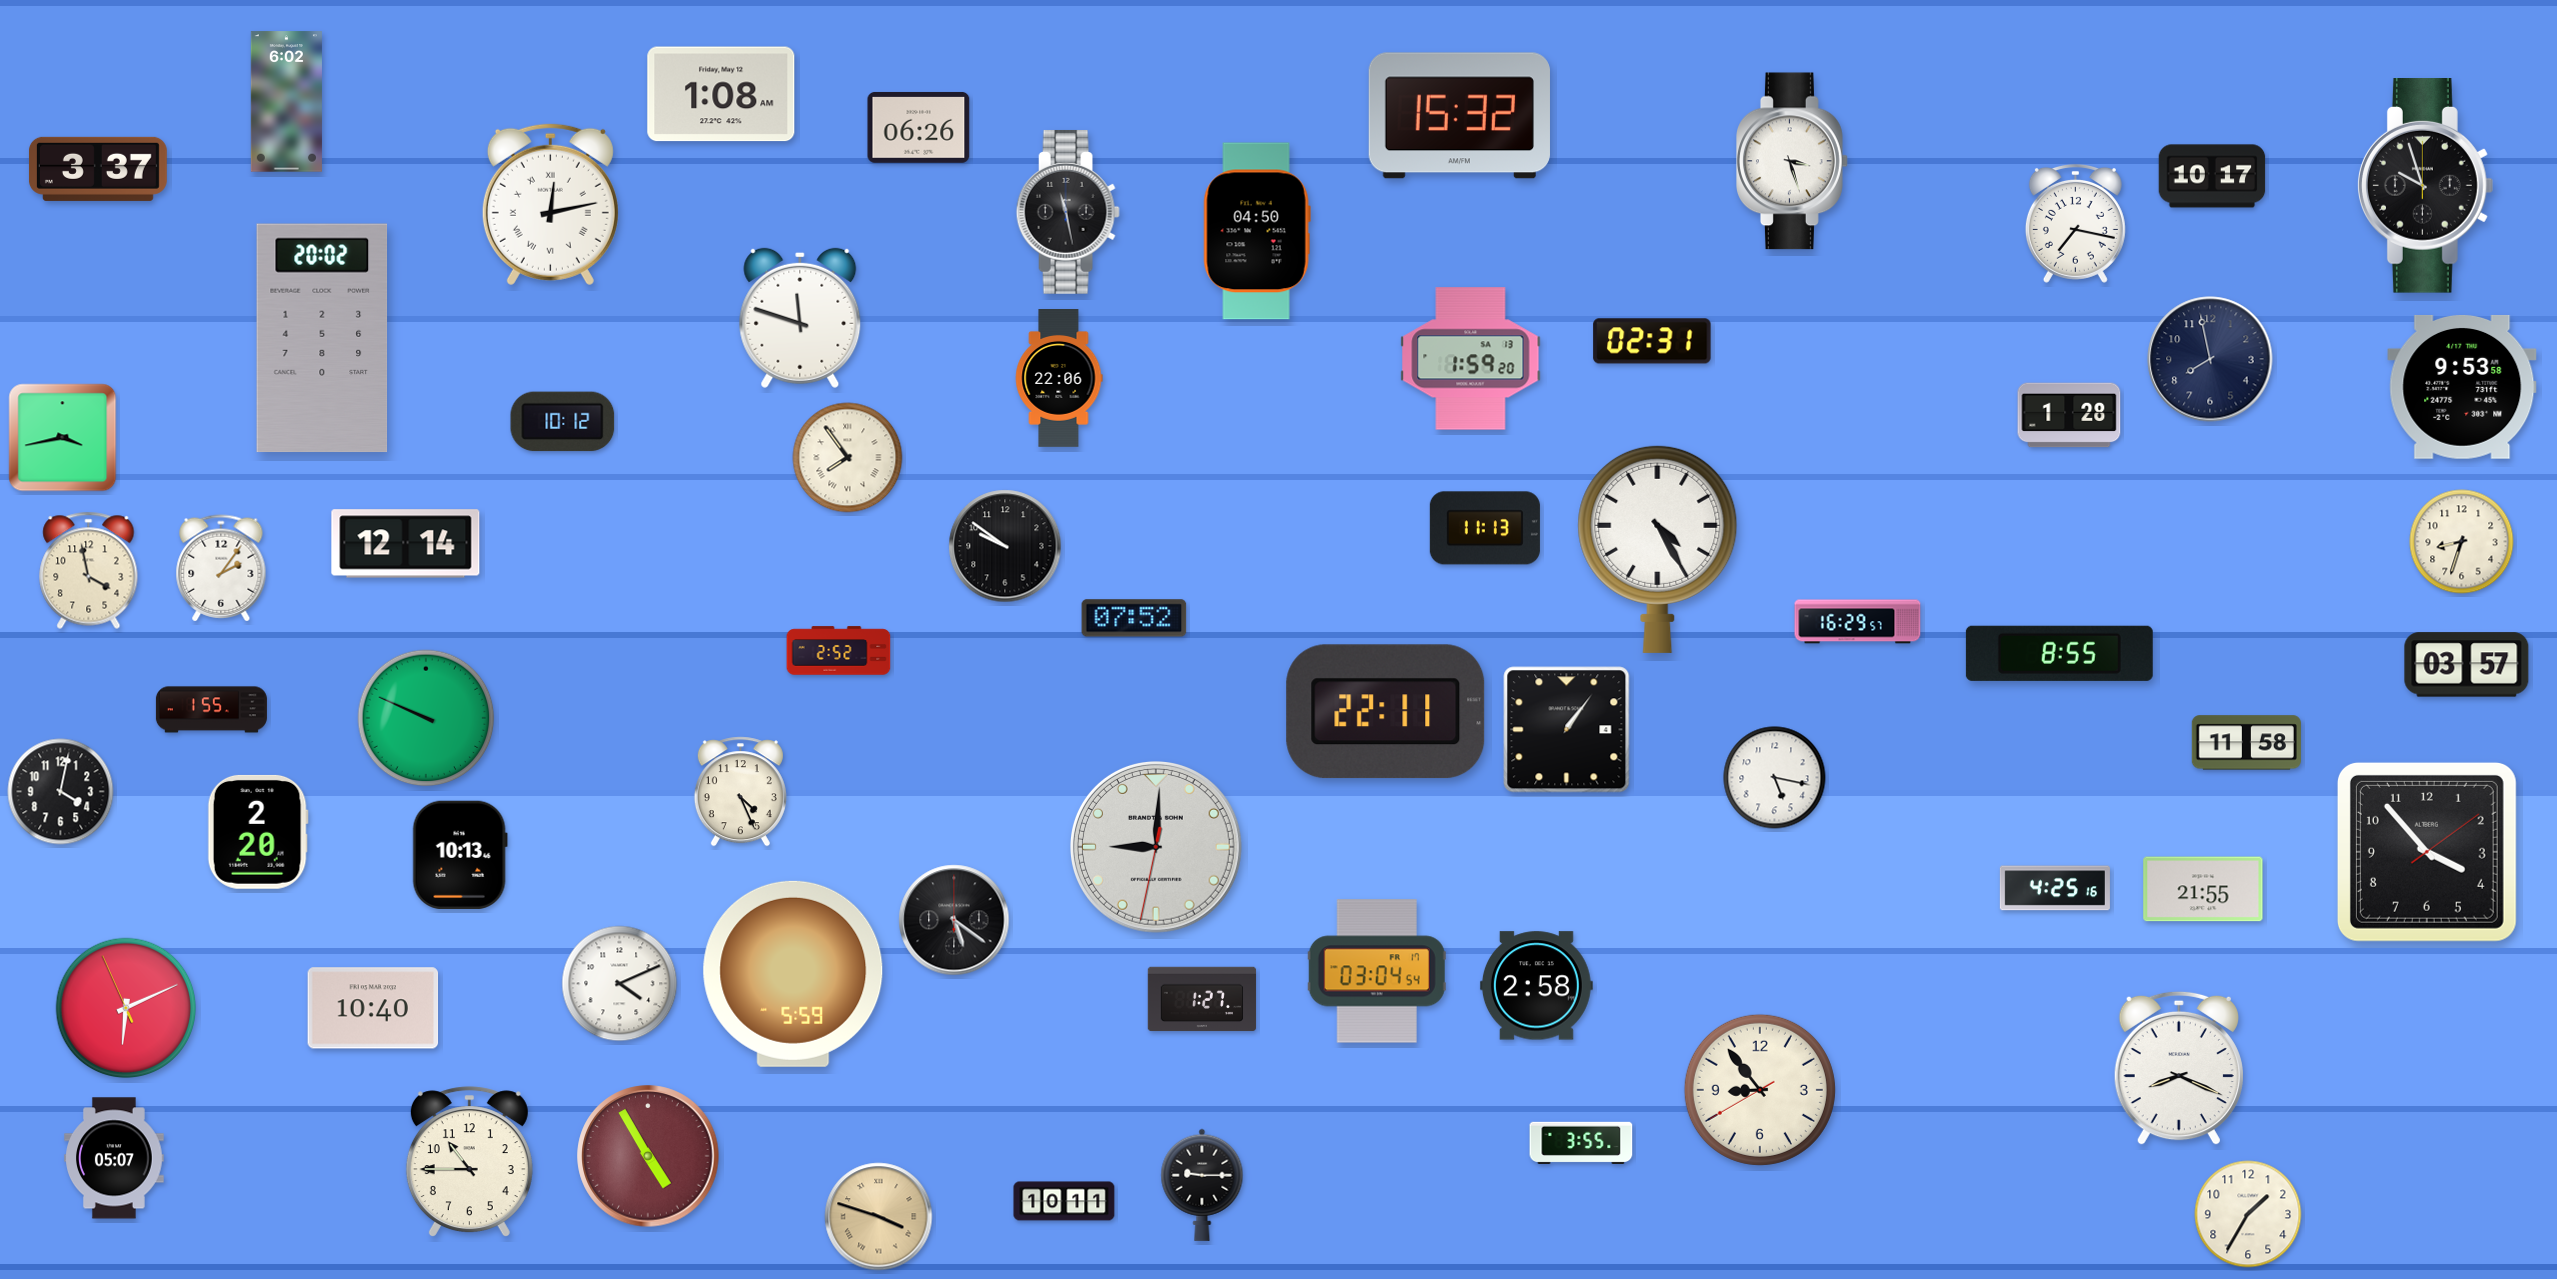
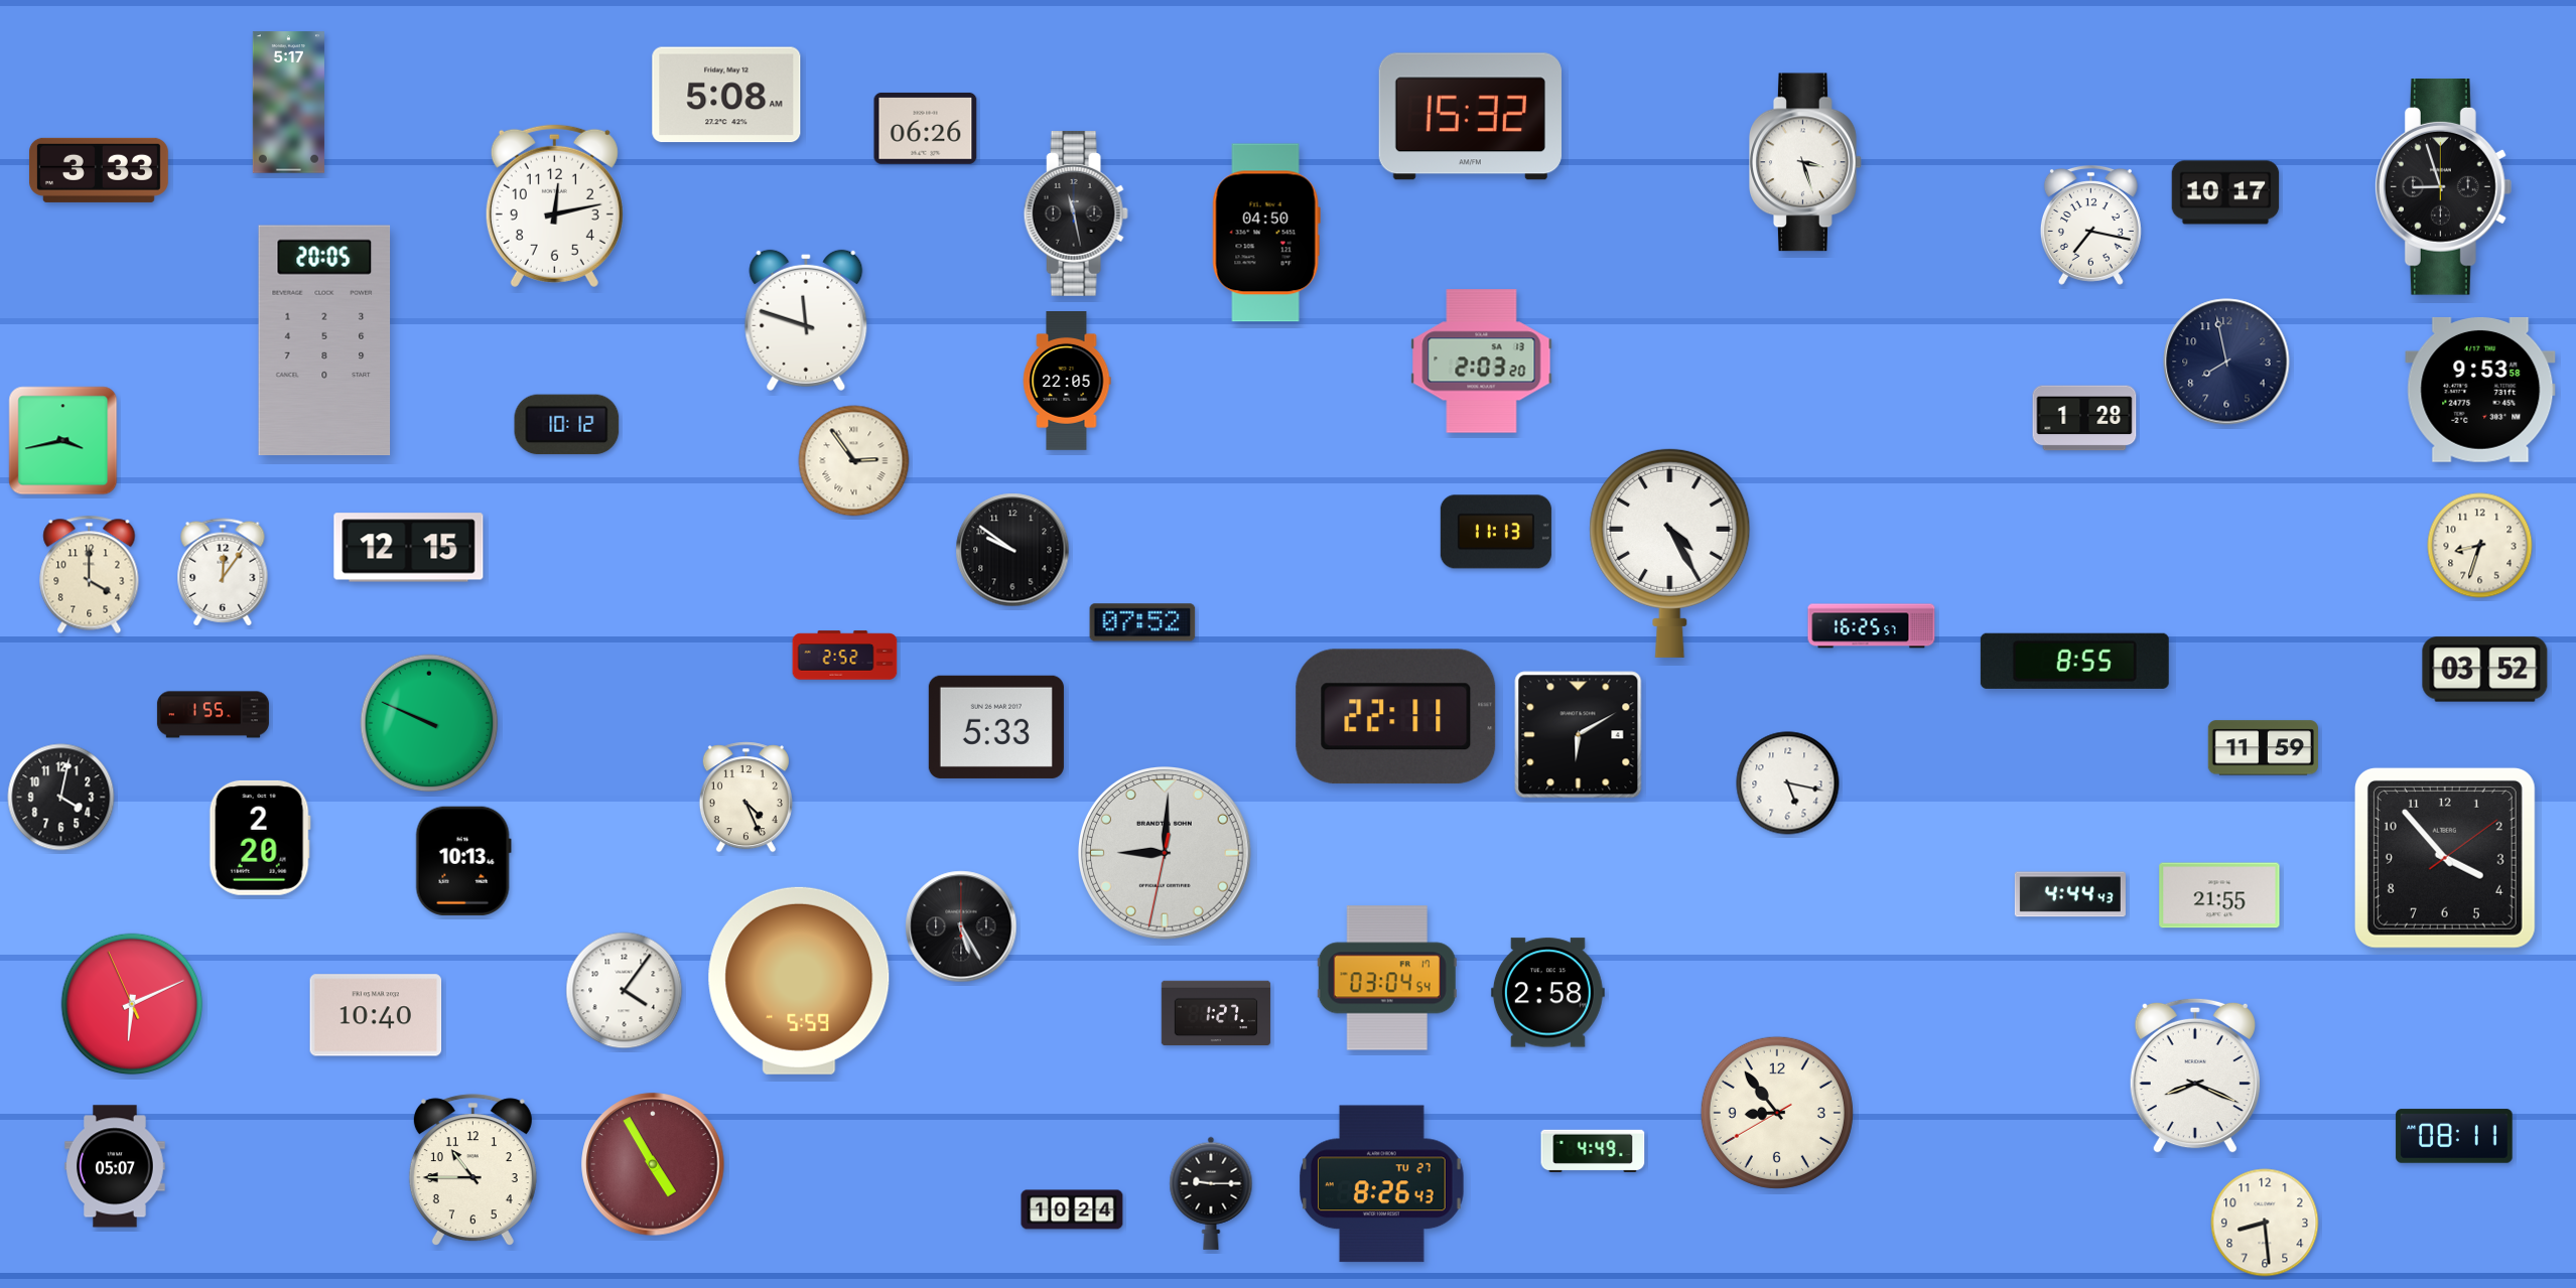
clock at (721, 94): 1:08 -> 5:08
clock at (286, 102): 6:02 -> 5:17
clock at (98, 169): 3:37 -> 3:33
clock at (2212, 176) position: (2212, 176) -> (2225, 192)
clock at (2425, 186): 9:57 -> 8:57
clock at (550, 204) numerals: Roman -> Arabic
clock at (322, 338): 20:02 -> 20:05
clock at (1652, 341): 02:31 -> none
clock at (1471, 359): 1:59 -> 2:03
clock at (1059, 379): 22:06 -> 22:05
clock at (848, 458): 7:54 -> 2:54
clock at (406, 544): 12:14 -> 12:15
clock at (221, 568): 2:06 -> 12:06
clock at (89, 570): 3:58 -> 4:00
clock at (1858, 622): 16:29 -> 16:25
clock at (2059, 653) position: (2059, 653) -> (2074, 661)
clock at (2467, 665): 03:57 -> 03:52
clock at (996, 727): none -> 5:33
clock at (1567, 730): 1:06 -> 6:10
clock at (2246, 743): 11:58 -> 11:59
clock at (2055, 888): 4:25 -> 4:44
clock at (954, 920): 5:21 -> 5:25
clock at (620, 984): 4:11 -> 4:06
clock at (1202, 999) position: (1202, 999) -> (1216, 1013)
clock at (126, 1008) position: (126, 1008) -> (132, 1004)
clock at (1760, 1090) position: (1760, 1090) -> (1777, 1113)
clock at (2454, 1136): none -> 08:11
clock at (1581, 1143): 3:55 -> 4:49
clock at (1382, 1184): none -> 8:26
clock at (1064, 1201): 10:11 -> 10:24
clock at (2248, 1214): 1:35 -> 8:29
clock at (879, 1217): 3:48 -> none
